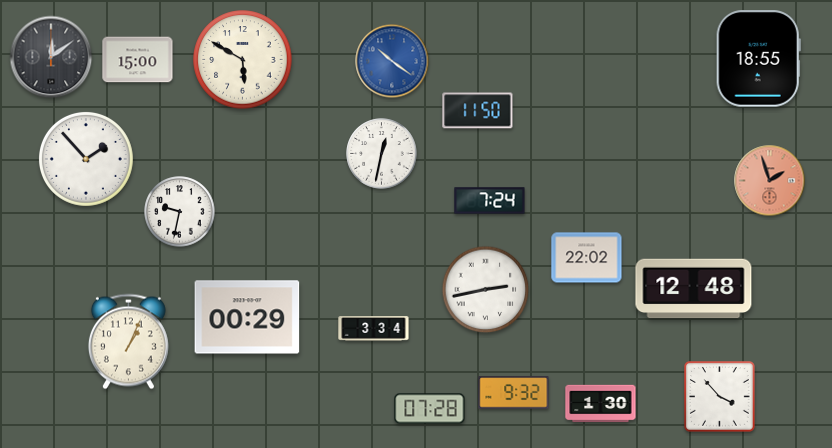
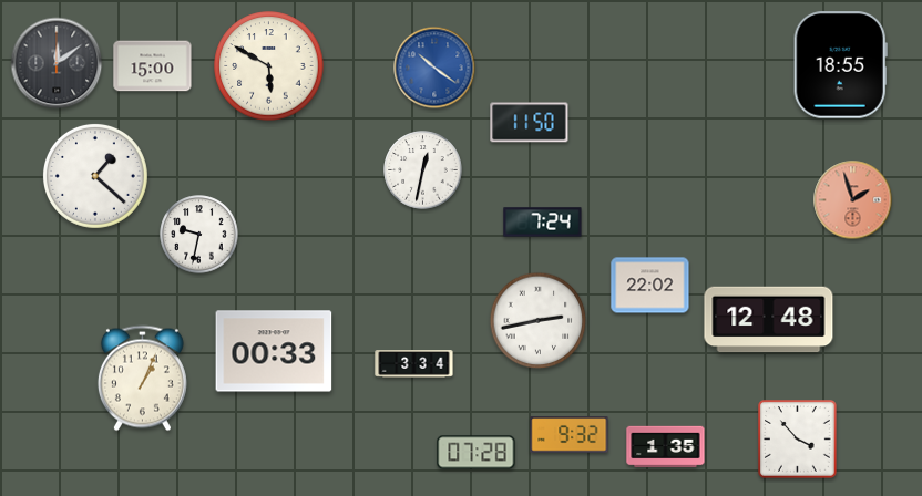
clock at (86, 159): 1:53 -> 1:22
clock at (247, 317): 00:29 -> 00:33
clock at (601, 404): 1:30 -> 1:35
